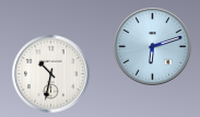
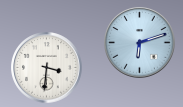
clock at (51, 74): 10:32 -> 3:31
